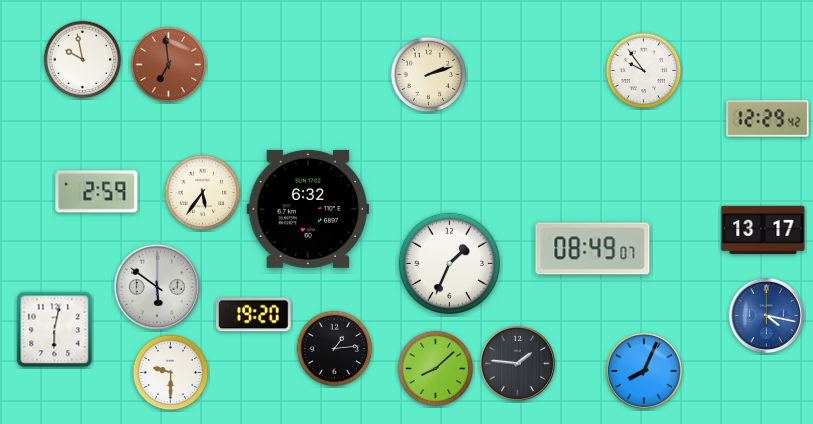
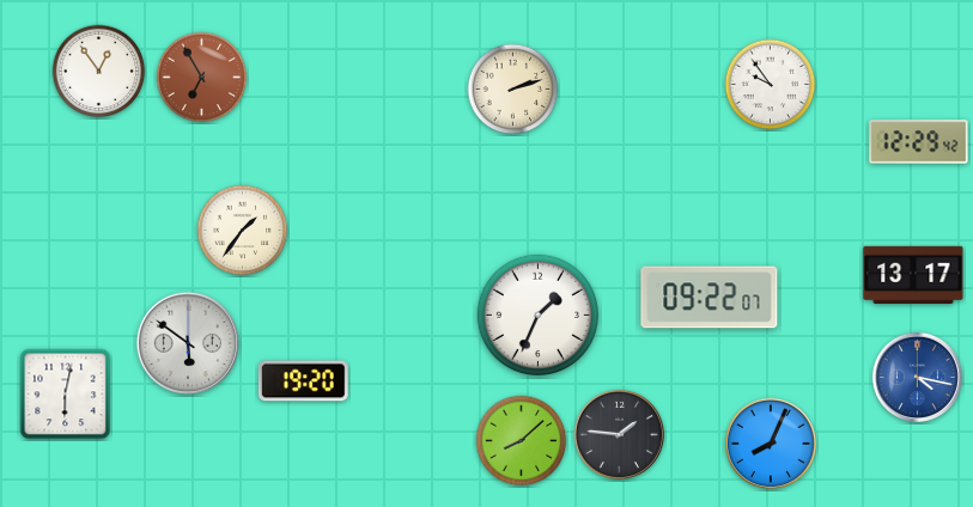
clock at (83, 60): 9:58 -> 12:54
clock at (169, 65): 6:59 -> 6:55
clock at (97, 192): 2:59 -> none
clock at (203, 193): 5:36 -> 1:36
clock at (308, 209): 6:32 -> none
clock at (593, 249): 08:49 -> 09:22
clock at (254, 315) position: (254, 315) -> (304, 381)
clock at (335, 349): 1:14 -> none
clock at (171, 373): 9:30 -> none
